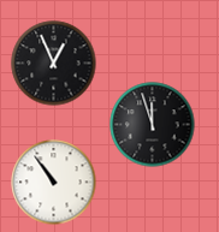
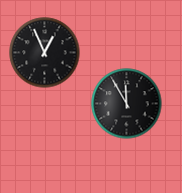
clock at (153, 125): 11:57 -> 11:55
clock at (54, 183): 10:54 -> none
